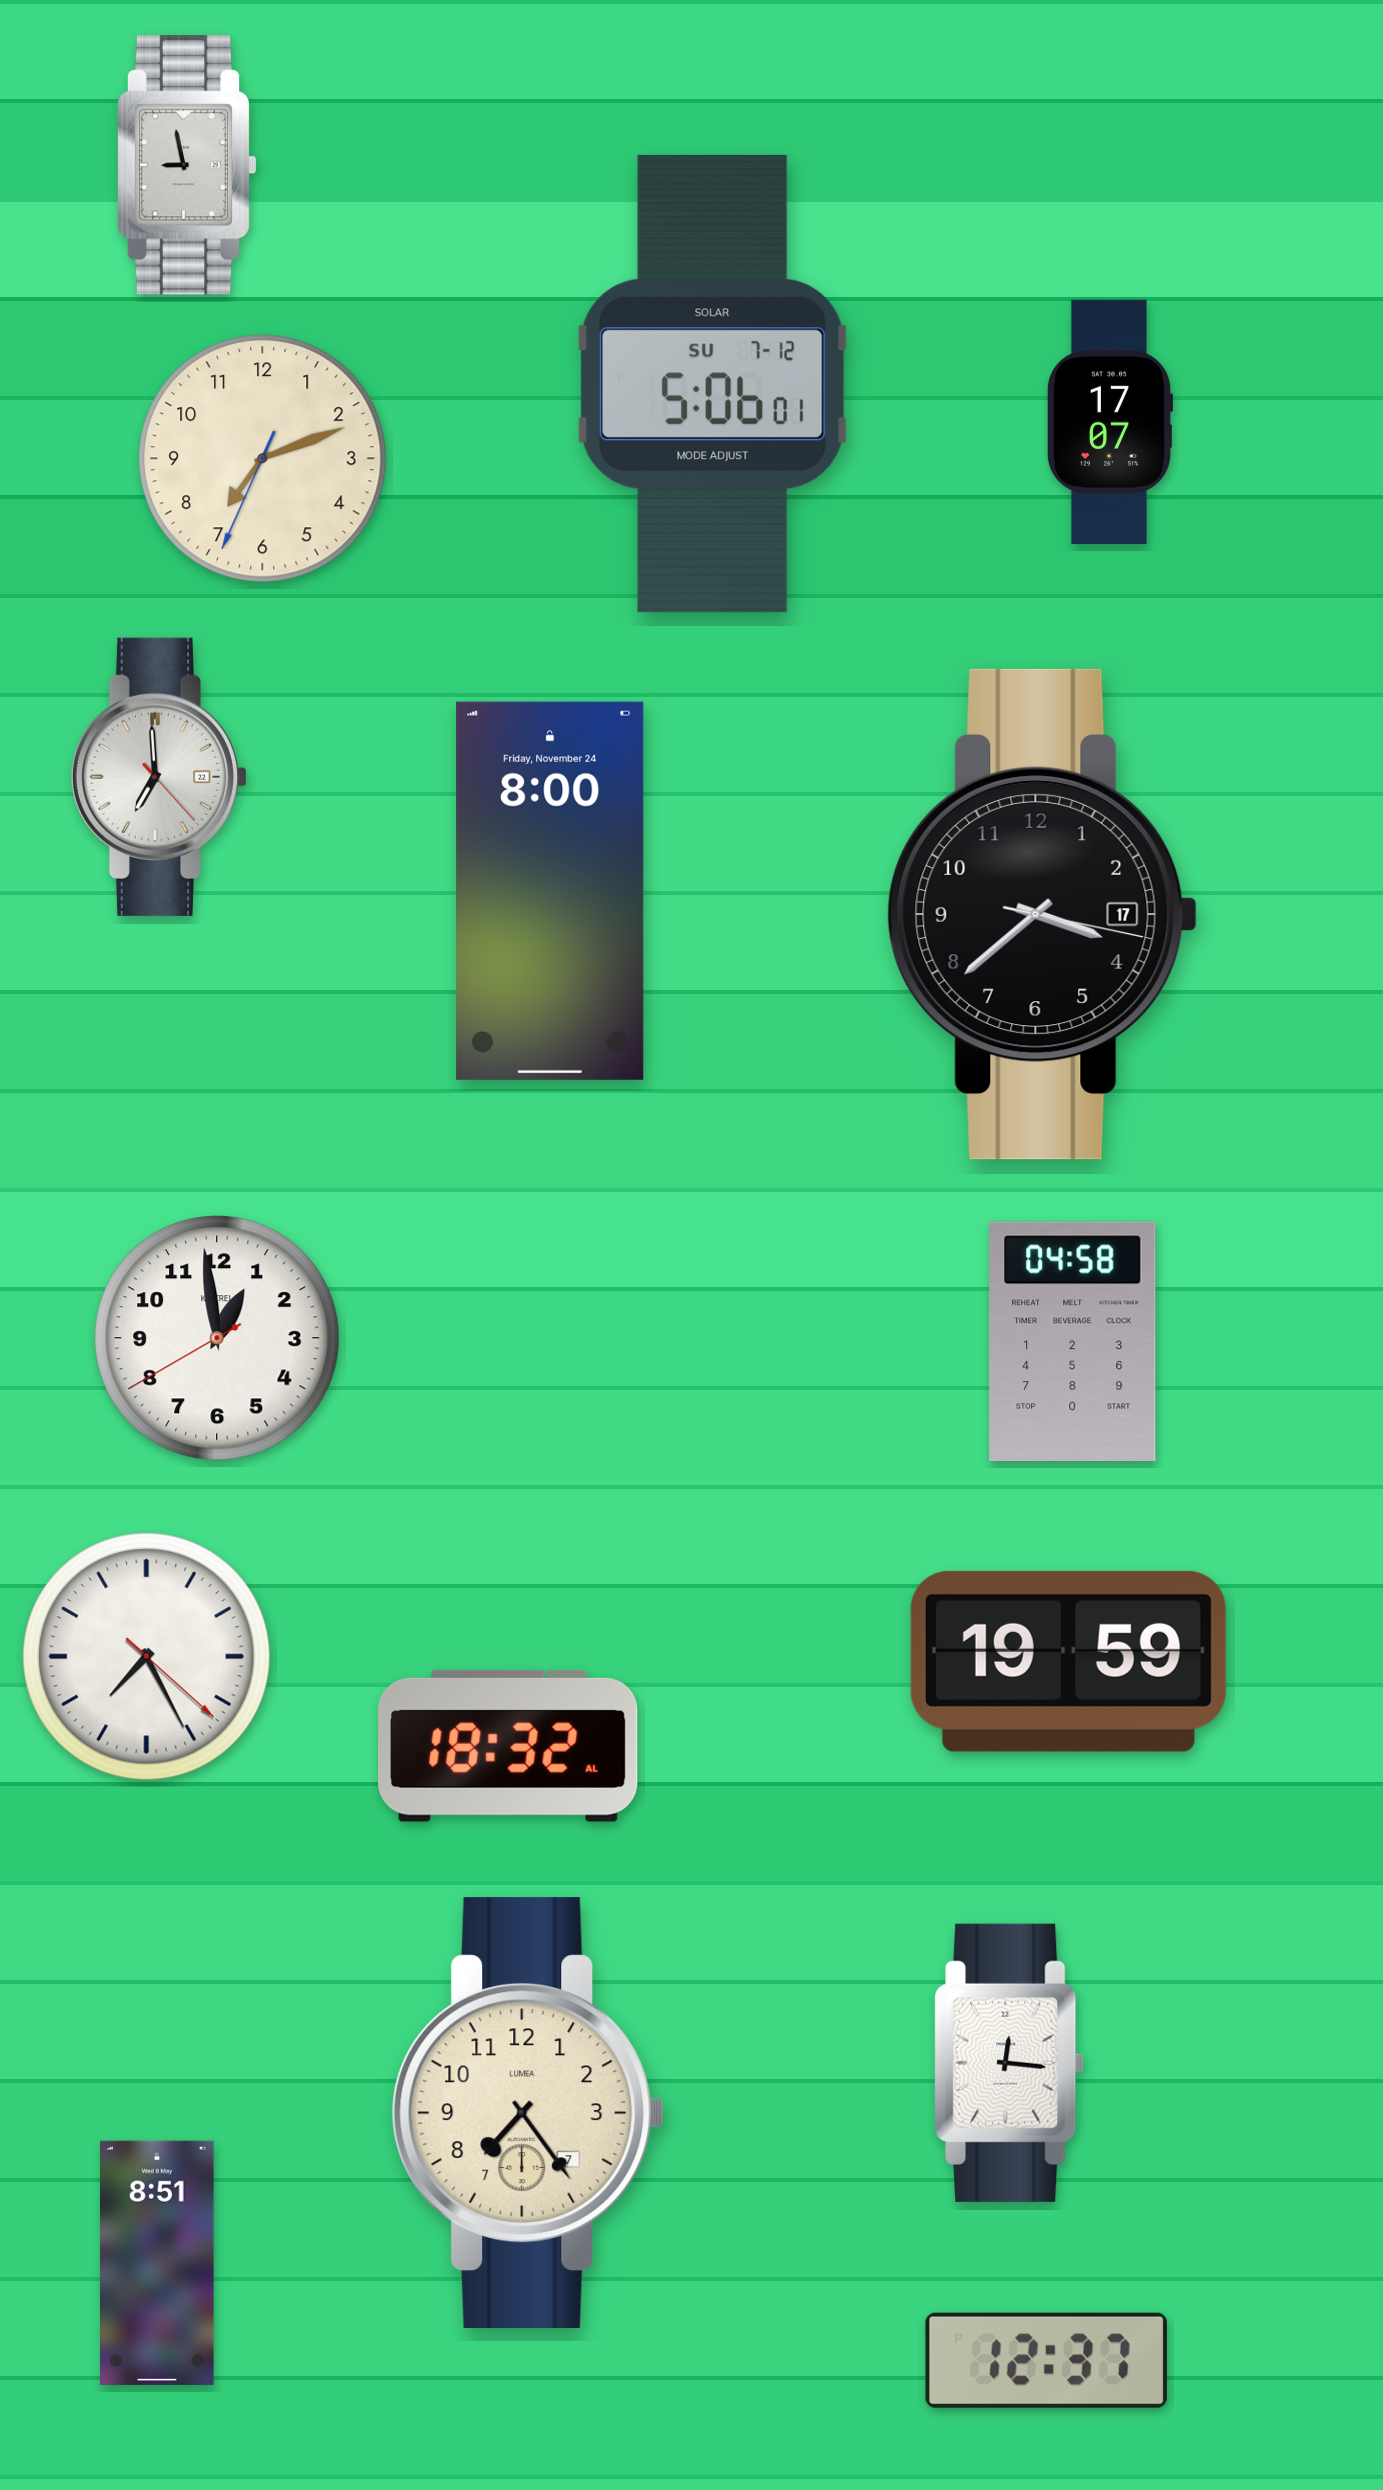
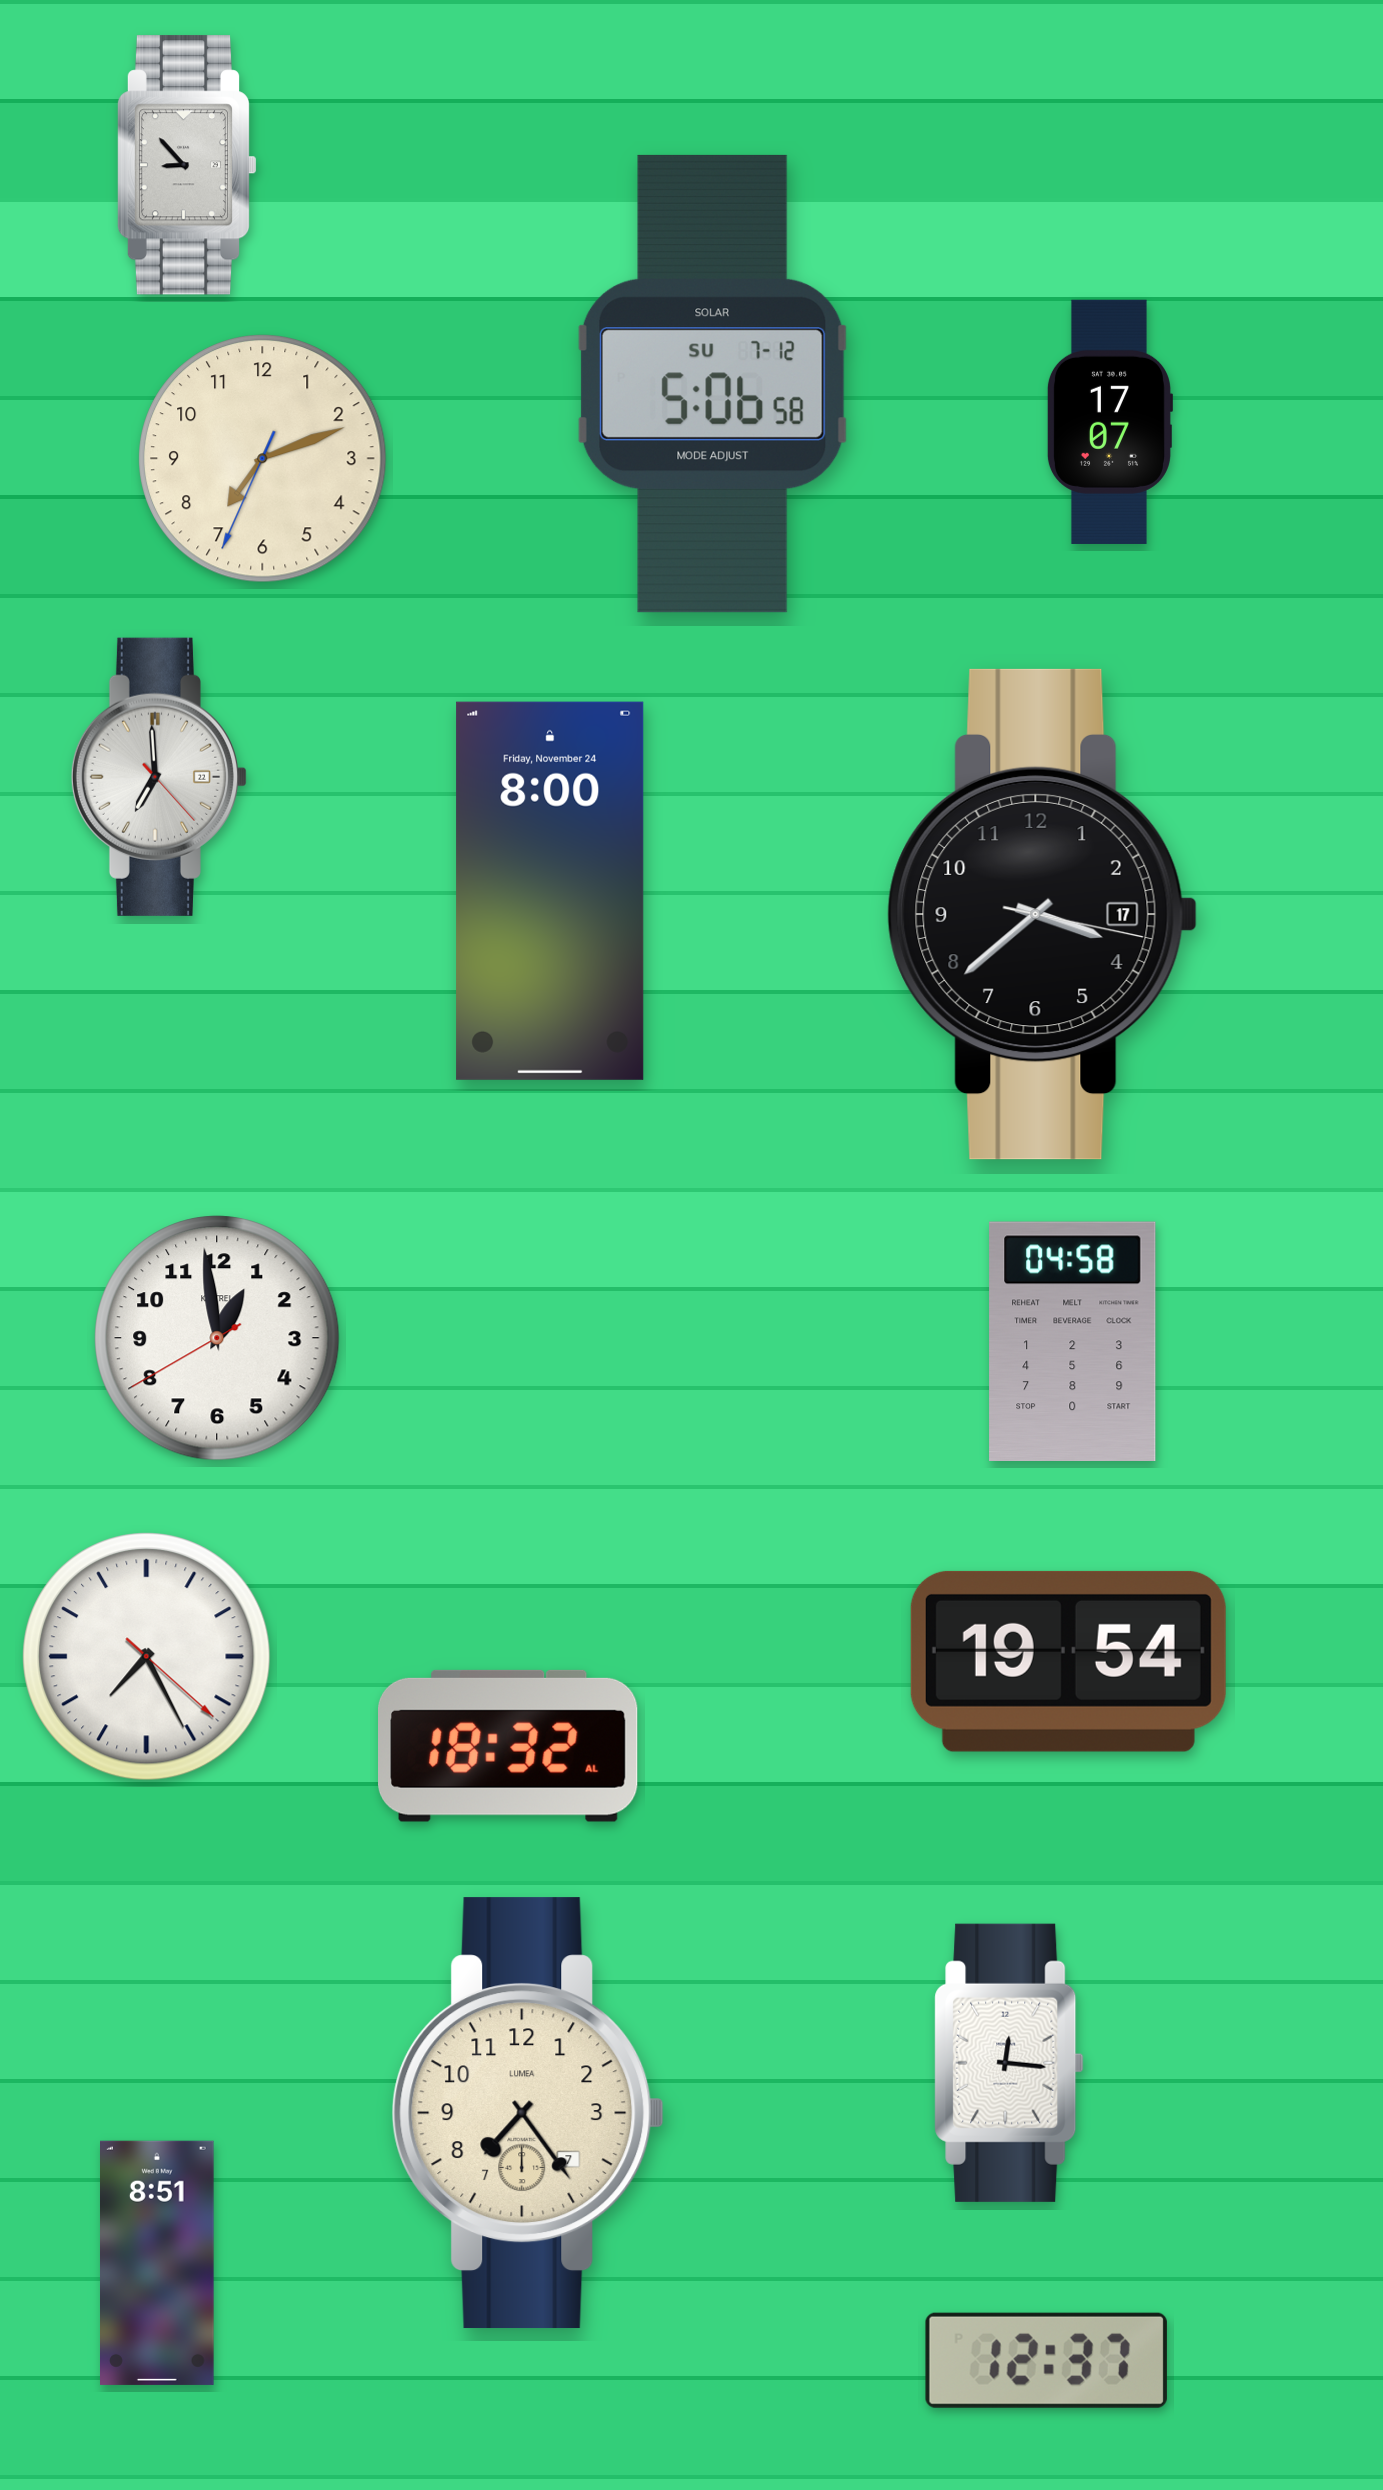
clock at (187, 165): 8:58 -> 8:53
clock at (713, 384): 5:06:01 -> 5:06:58
clock at (1068, 1661): 19:59 -> 19:54
